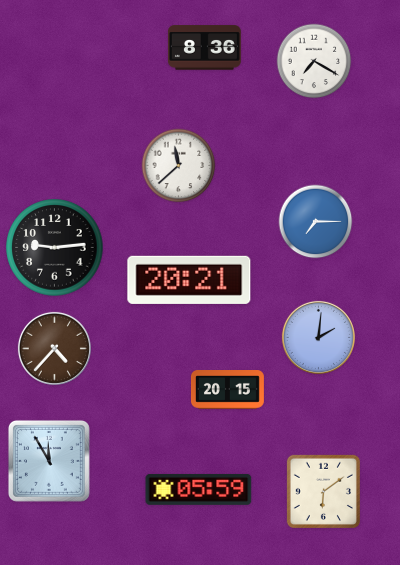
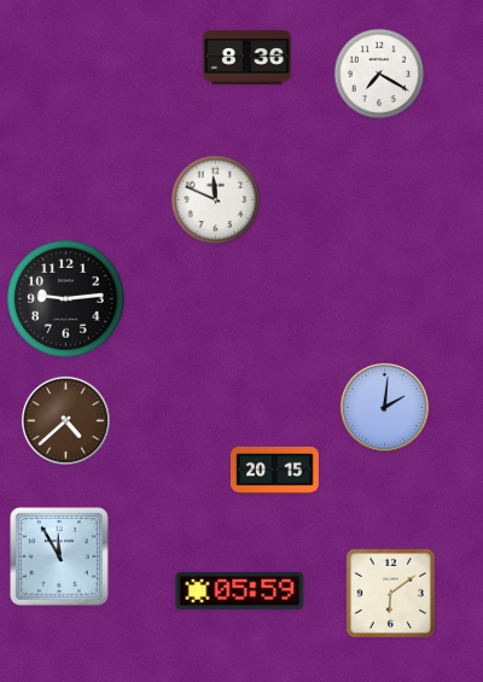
clock at (179, 166): 11:38 -> 11:49
clock at (316, 222): 7:15 -> none
clock at (189, 280): 20:21 -> none
clock at (54, 348): 4:37 -> 4:38
